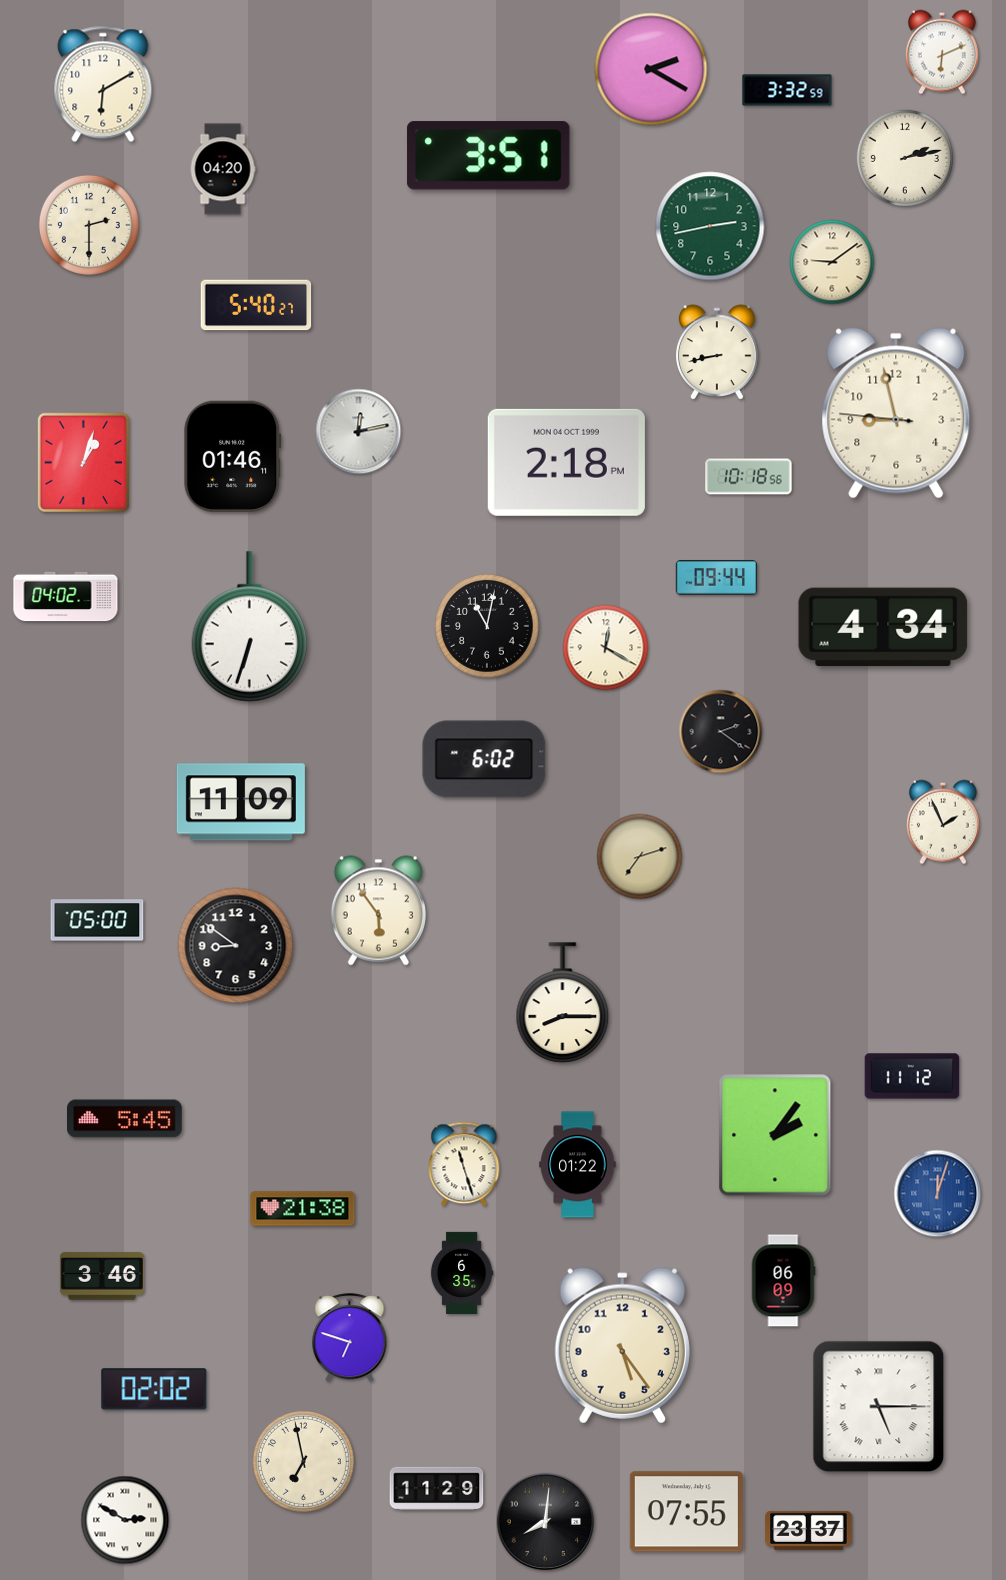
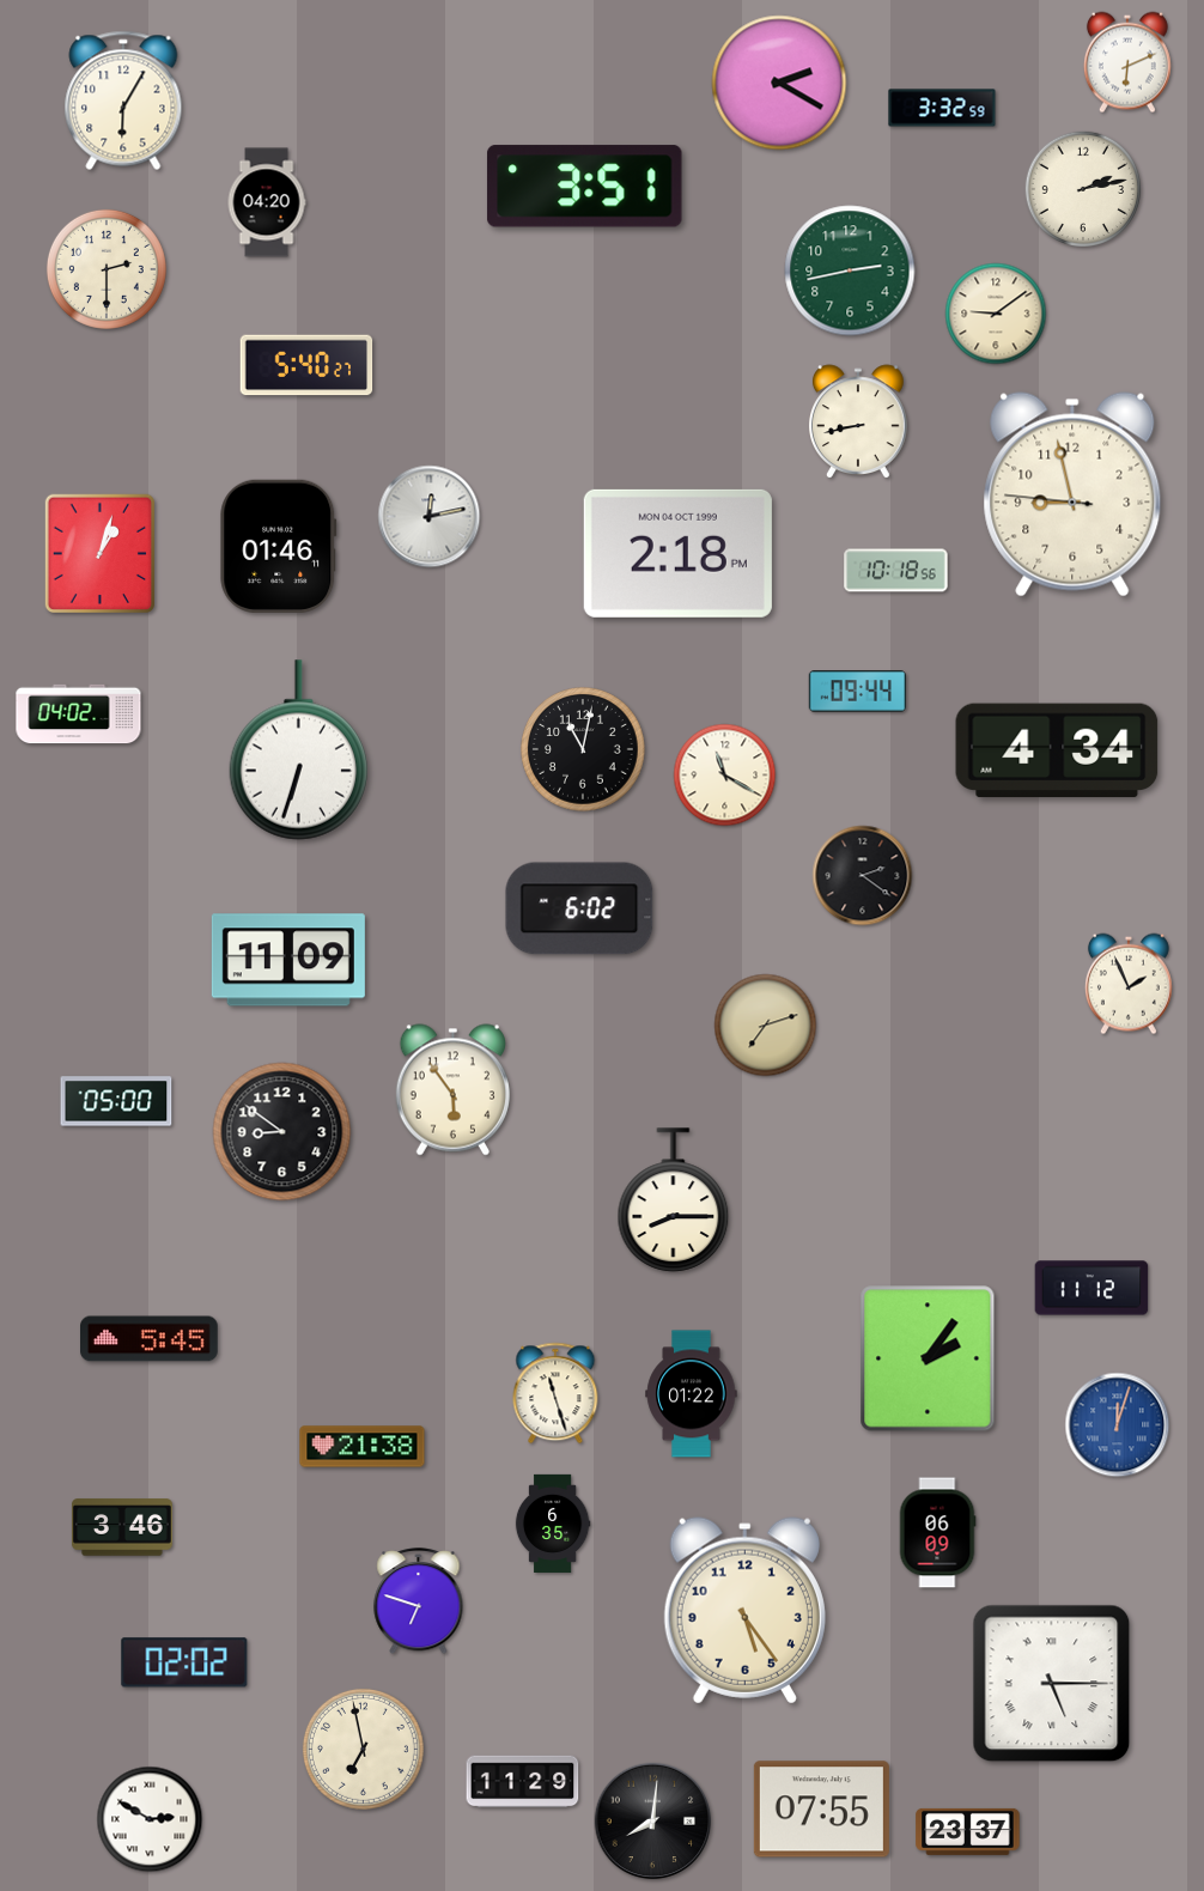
clock at (103, 84): 6:10 -> 6:05
clock at (606, 648): 12:20 -> 11:20
clock at (938, 1194) position: (938, 1194) -> (1118, 1425)
